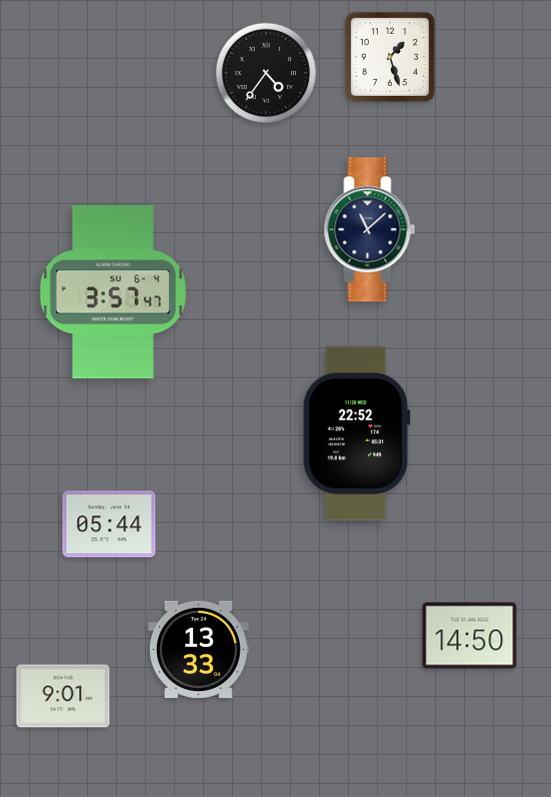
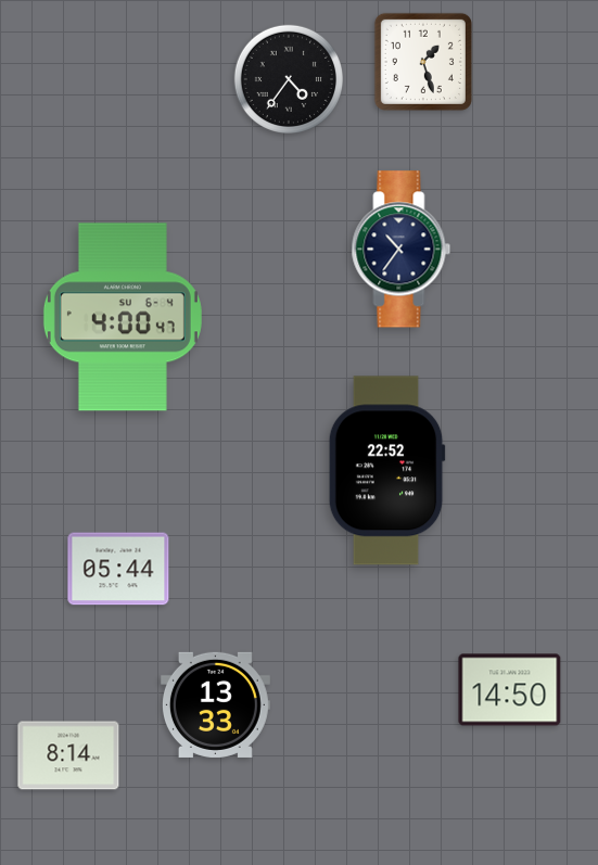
clock at (370, 230): 11:08 -> 10:36
clock at (113, 292): 3:57 -> 4:00
clock at (63, 696): 9:01 -> 8:14
